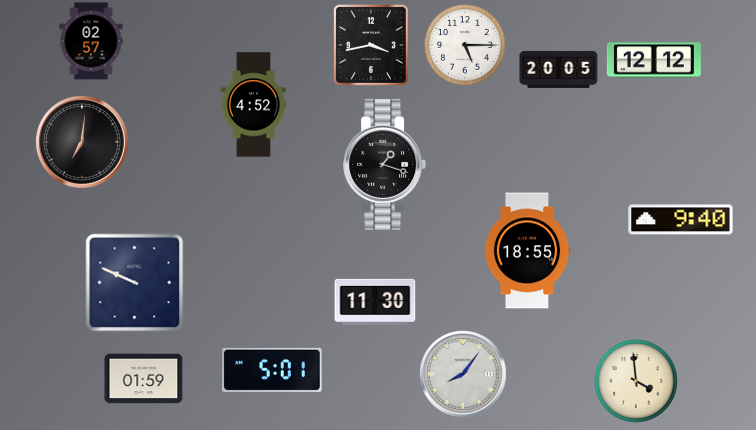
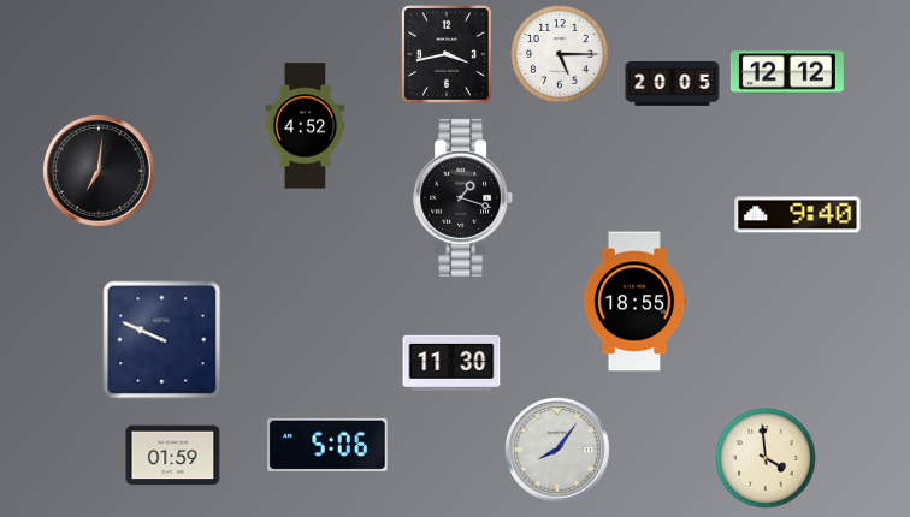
clock at (91, 41): 02:57 -> none
clock at (681, 220) position: (681, 220) -> (798, 215)
clock at (272, 370): 5:01 -> 5:06
